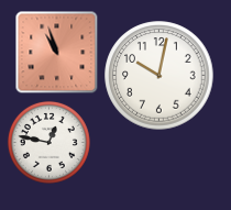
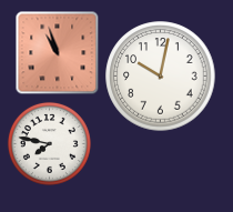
clock at (48, 142): 12:47 -> 7:47
